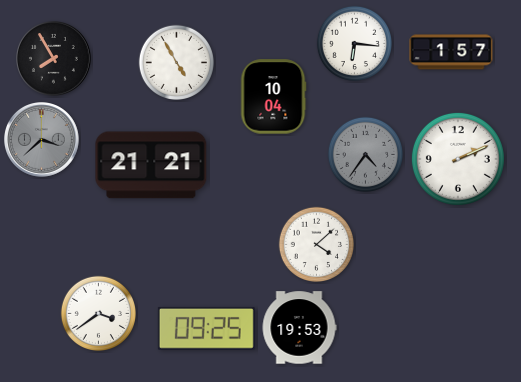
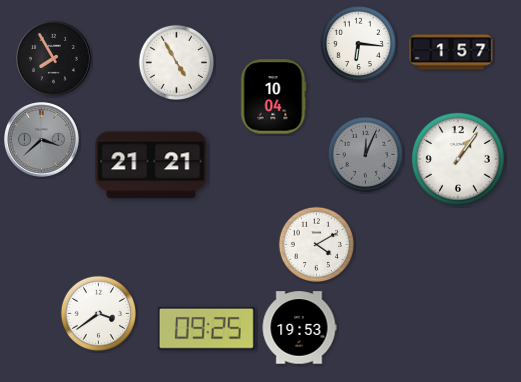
clock at (354, 43) position: (354, 43) -> (358, 43)
clock at (365, 154): 4:36 -> 12:04
clock at (458, 159): 2:11 -> 1:06
clock at (316, 244): 4:08 -> 4:10
